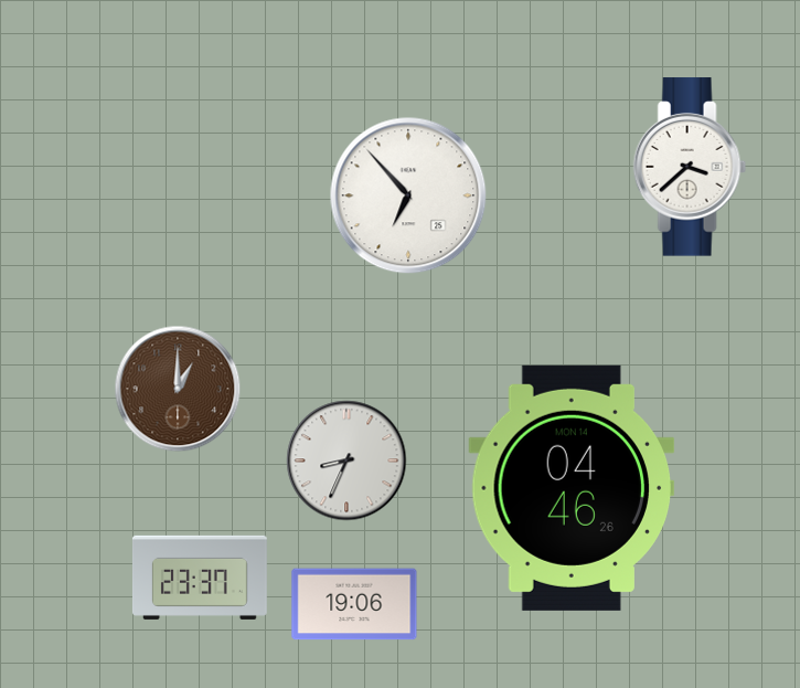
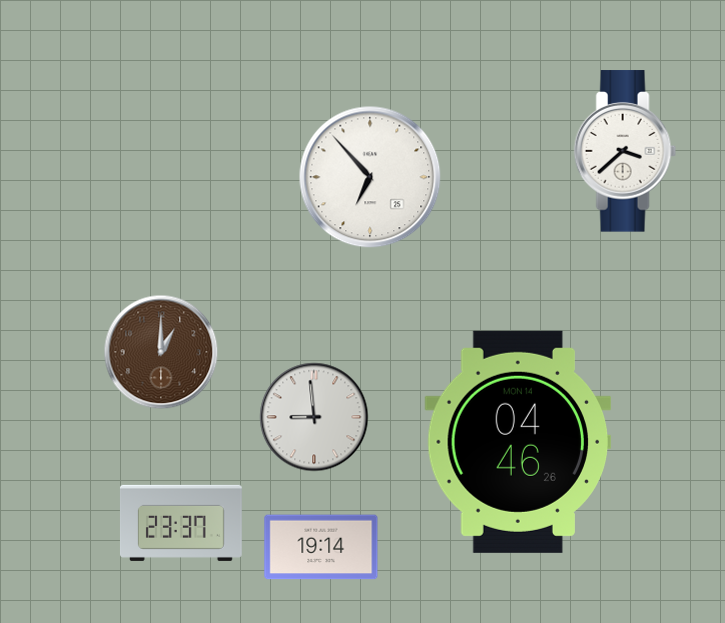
clock at (346, 461): 8:34 -> 8:59
clock at (354, 604): 19:06 -> 19:14
